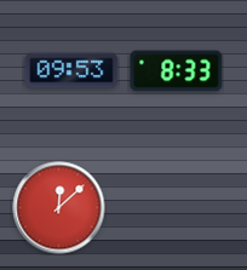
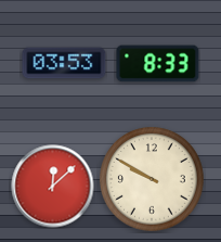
clock at (71, 70): 09:53 -> 03:53
clock at (153, 180): none -> 9:50
